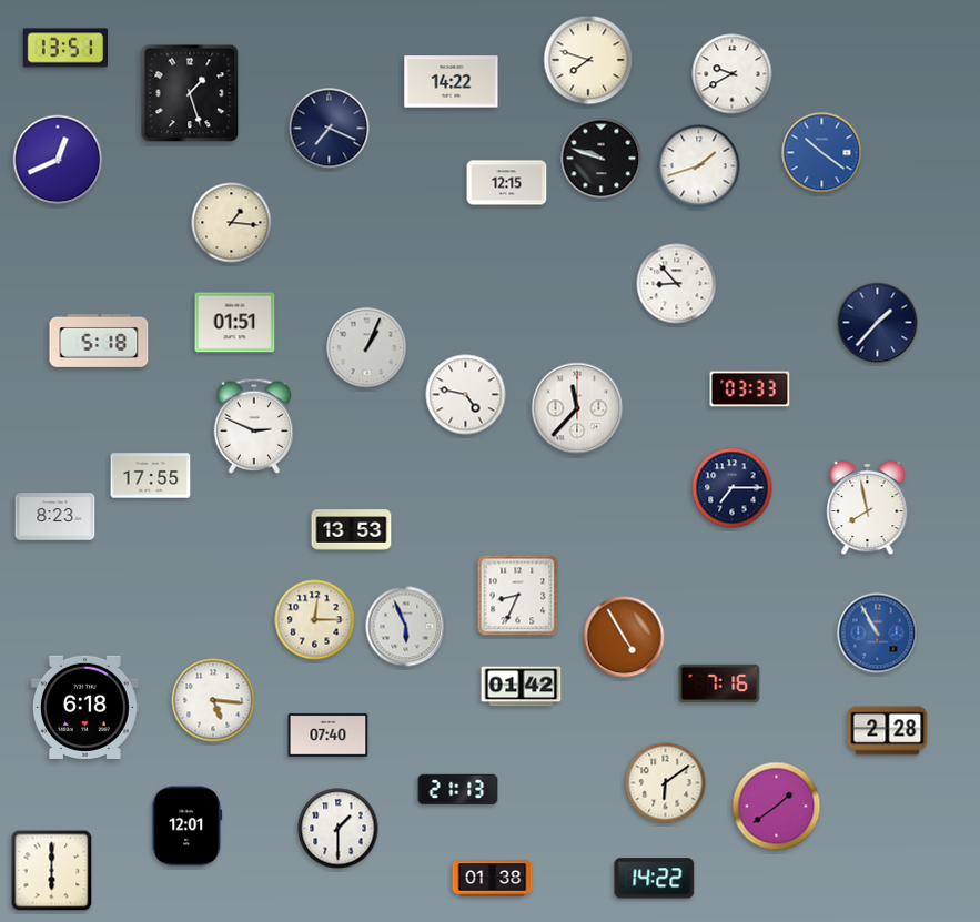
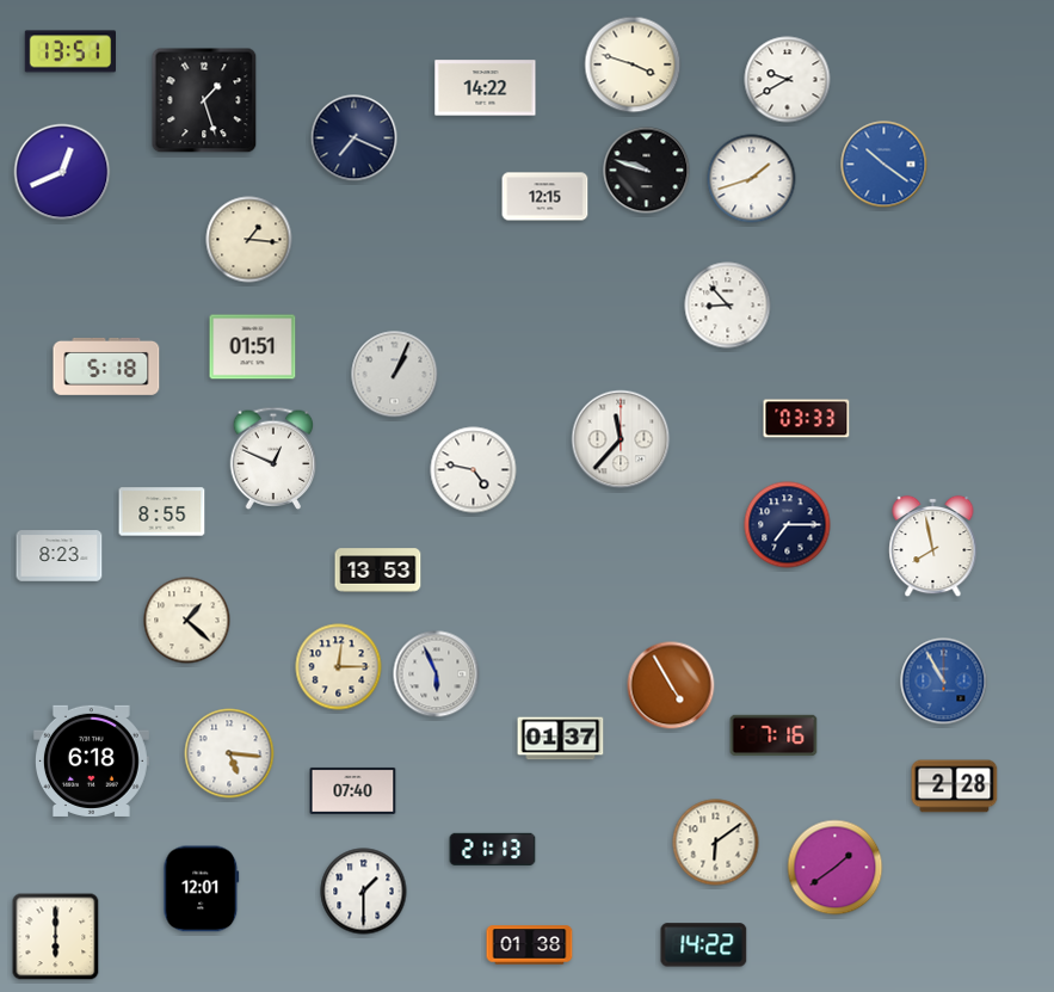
clock at (588, 60): 7:48 -> 3:48
clock at (878, 323): 1:37 -> none
clock at (466, 395) position: (466, 395) -> (474, 470)
clock at (254, 426): 2:49 -> 12:49
clock at (151, 476): 17:55 -> 8:55
clock at (187, 621): none -> 1:22
clock at (518, 596): 8:34 -> none
clock at (522, 687): 01:42 -> 01:37
